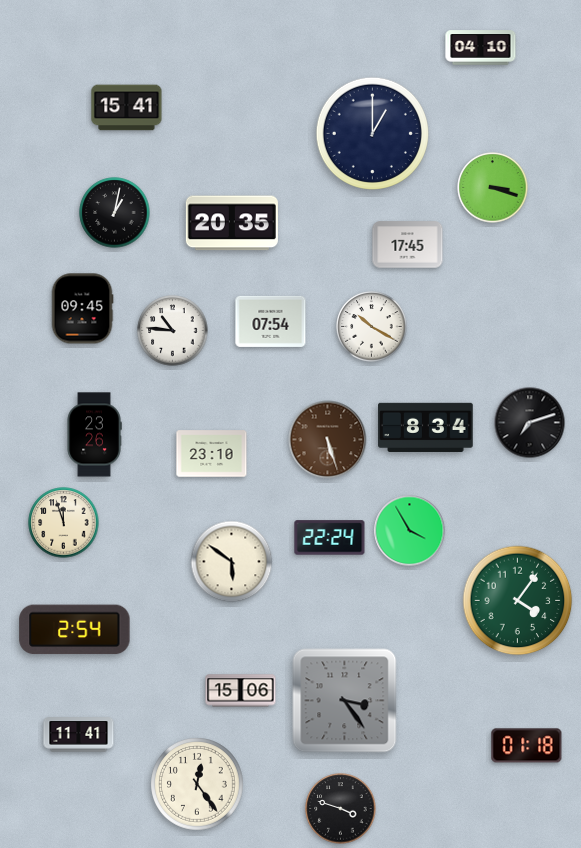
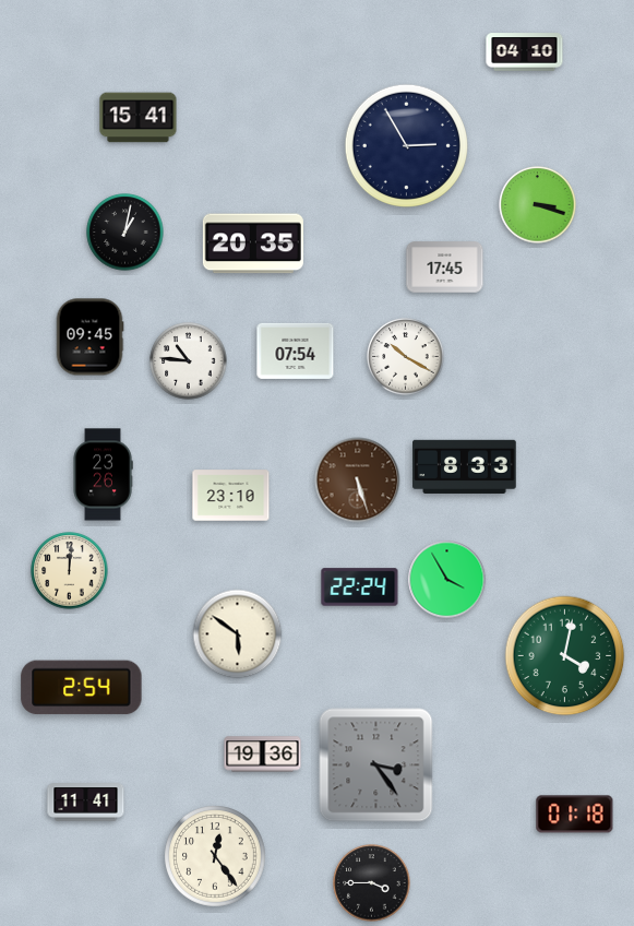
clock at (372, 133): 1:00 -> 2:55
clock at (530, 423): 7:12 -> none
clock at (426, 427): 8:34 -> 8:33
clock at (64, 523): 11:57 -> 12:01
clock at (232, 562) position: (232, 562) -> (238, 634)
clock at (518, 601): 4:06 -> 4:02
clock at (241, 691): 15:06 -> 19:36
clock at (341, 809): 3:48 -> 3:45
